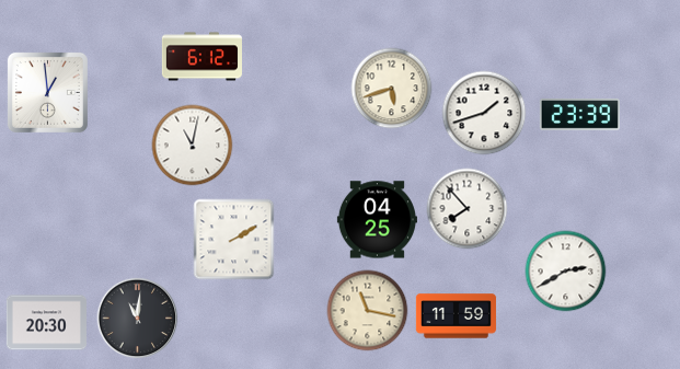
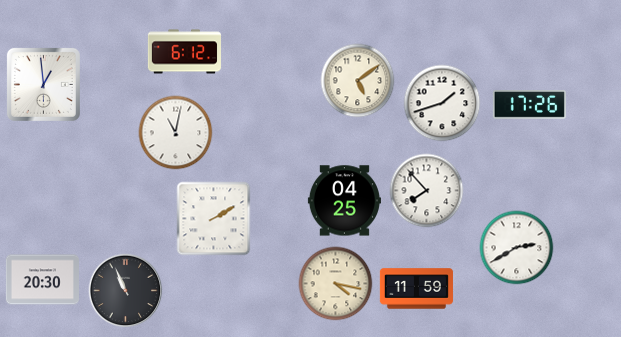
clock at (392, 89): 5:42 -> 5:09
clock at (579, 115): 23:39 -> 17:26
clock at (368, 311): 11:17 -> 4:17
clock at (138, 319): 11:01 -> 10:56
clock at (46, 323) position: (46, 323) -> (42, 280)
